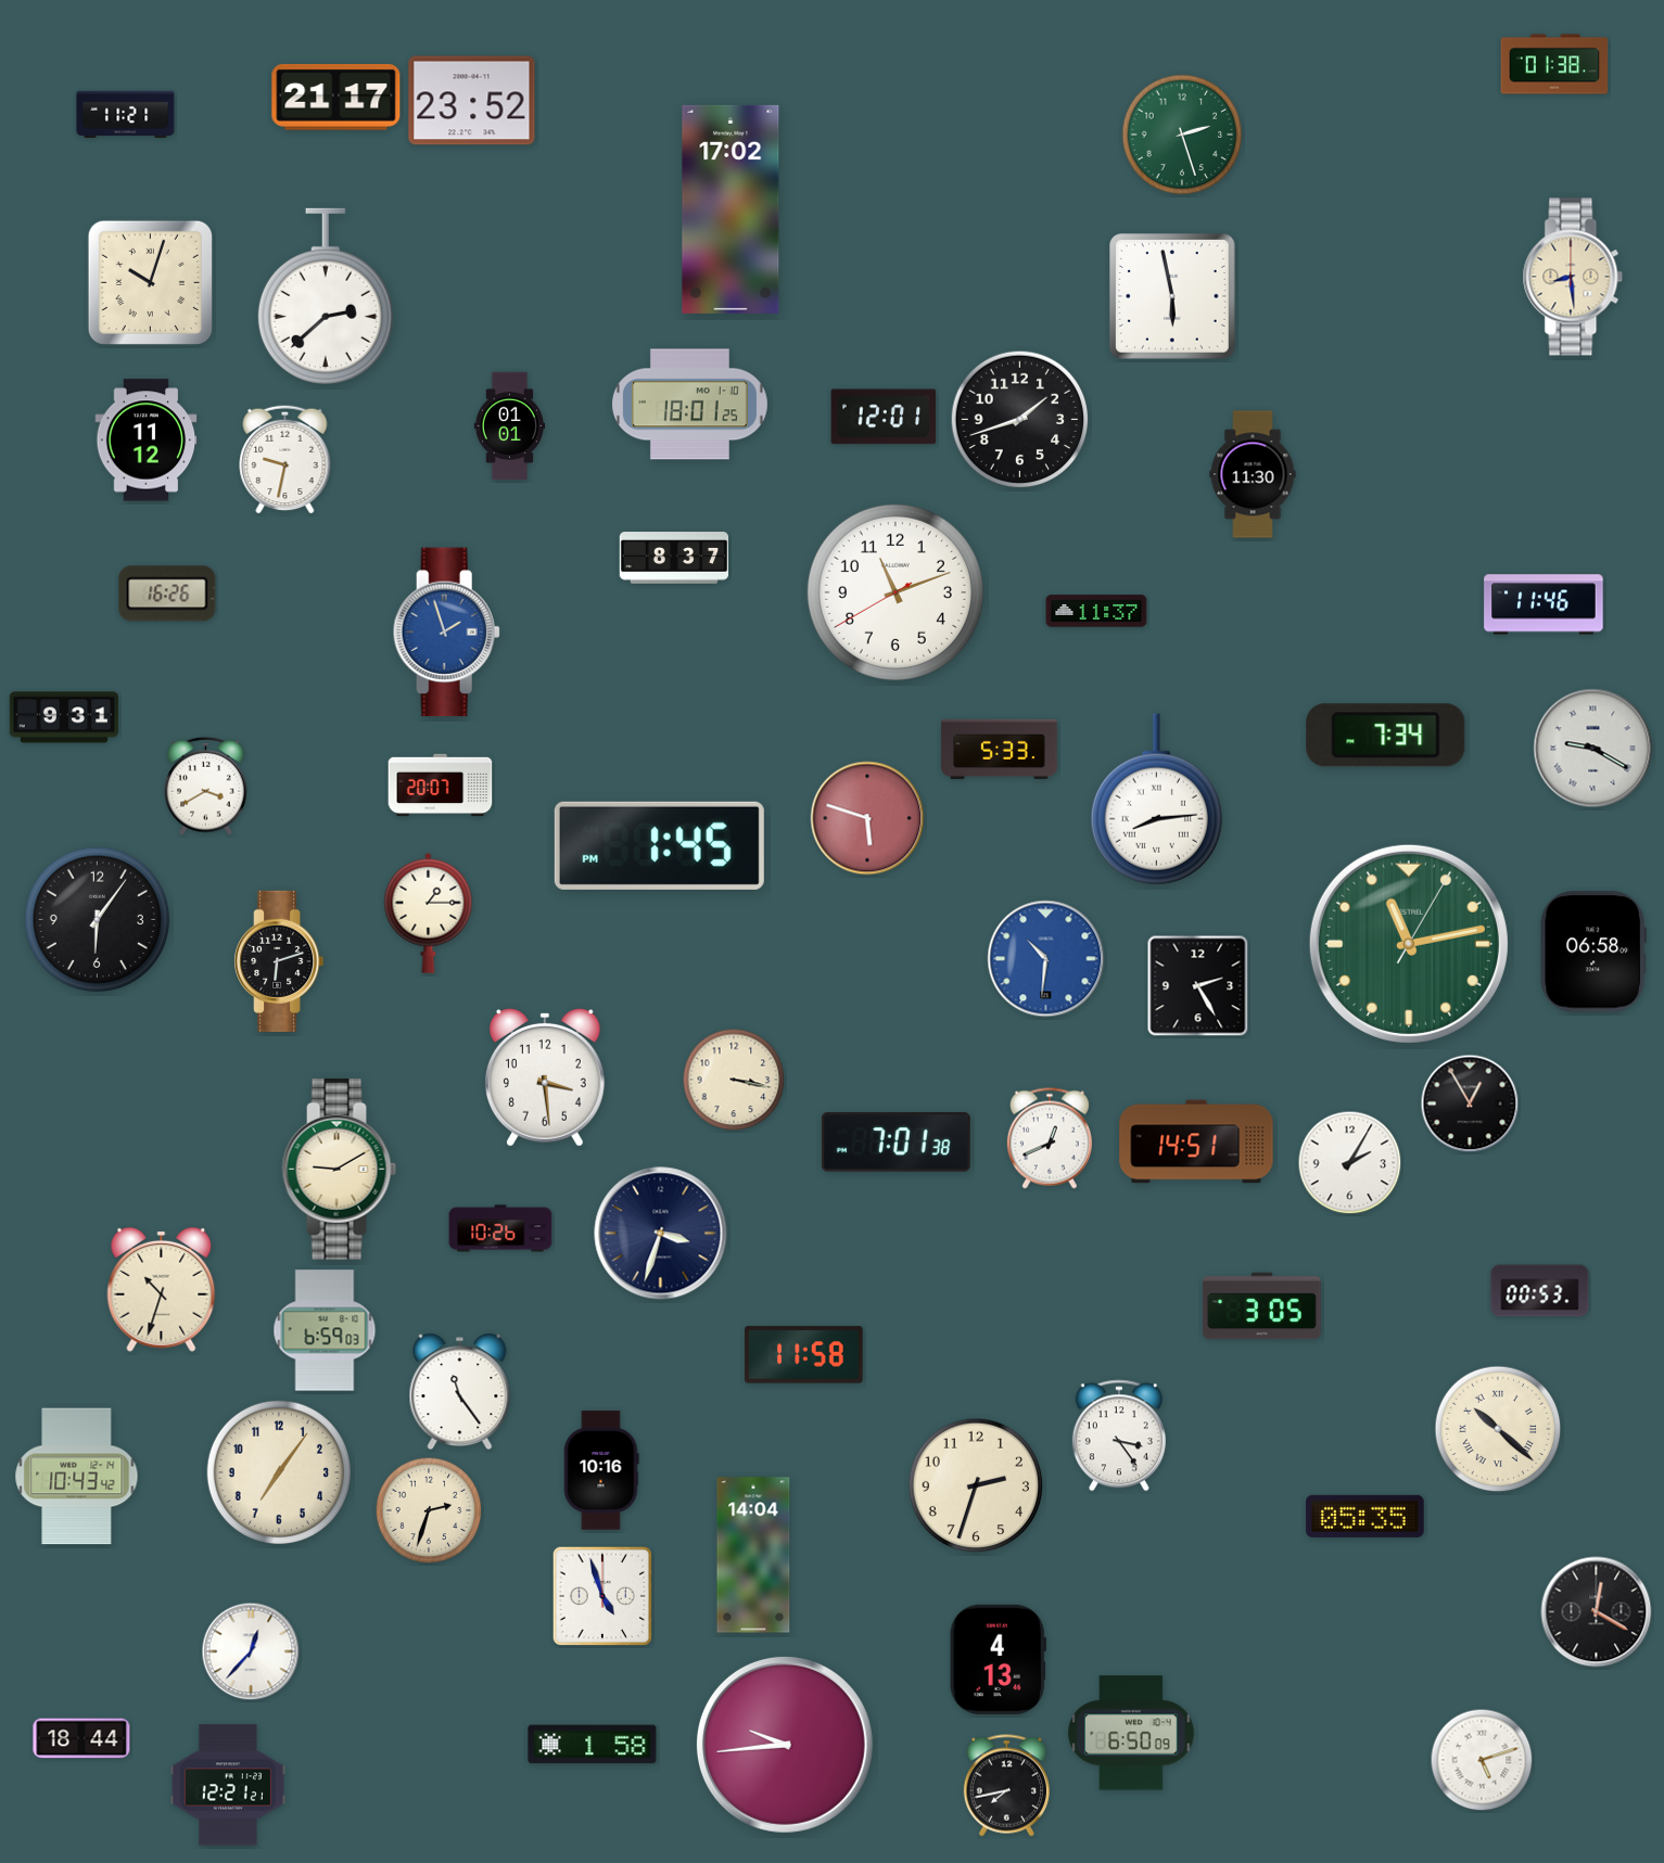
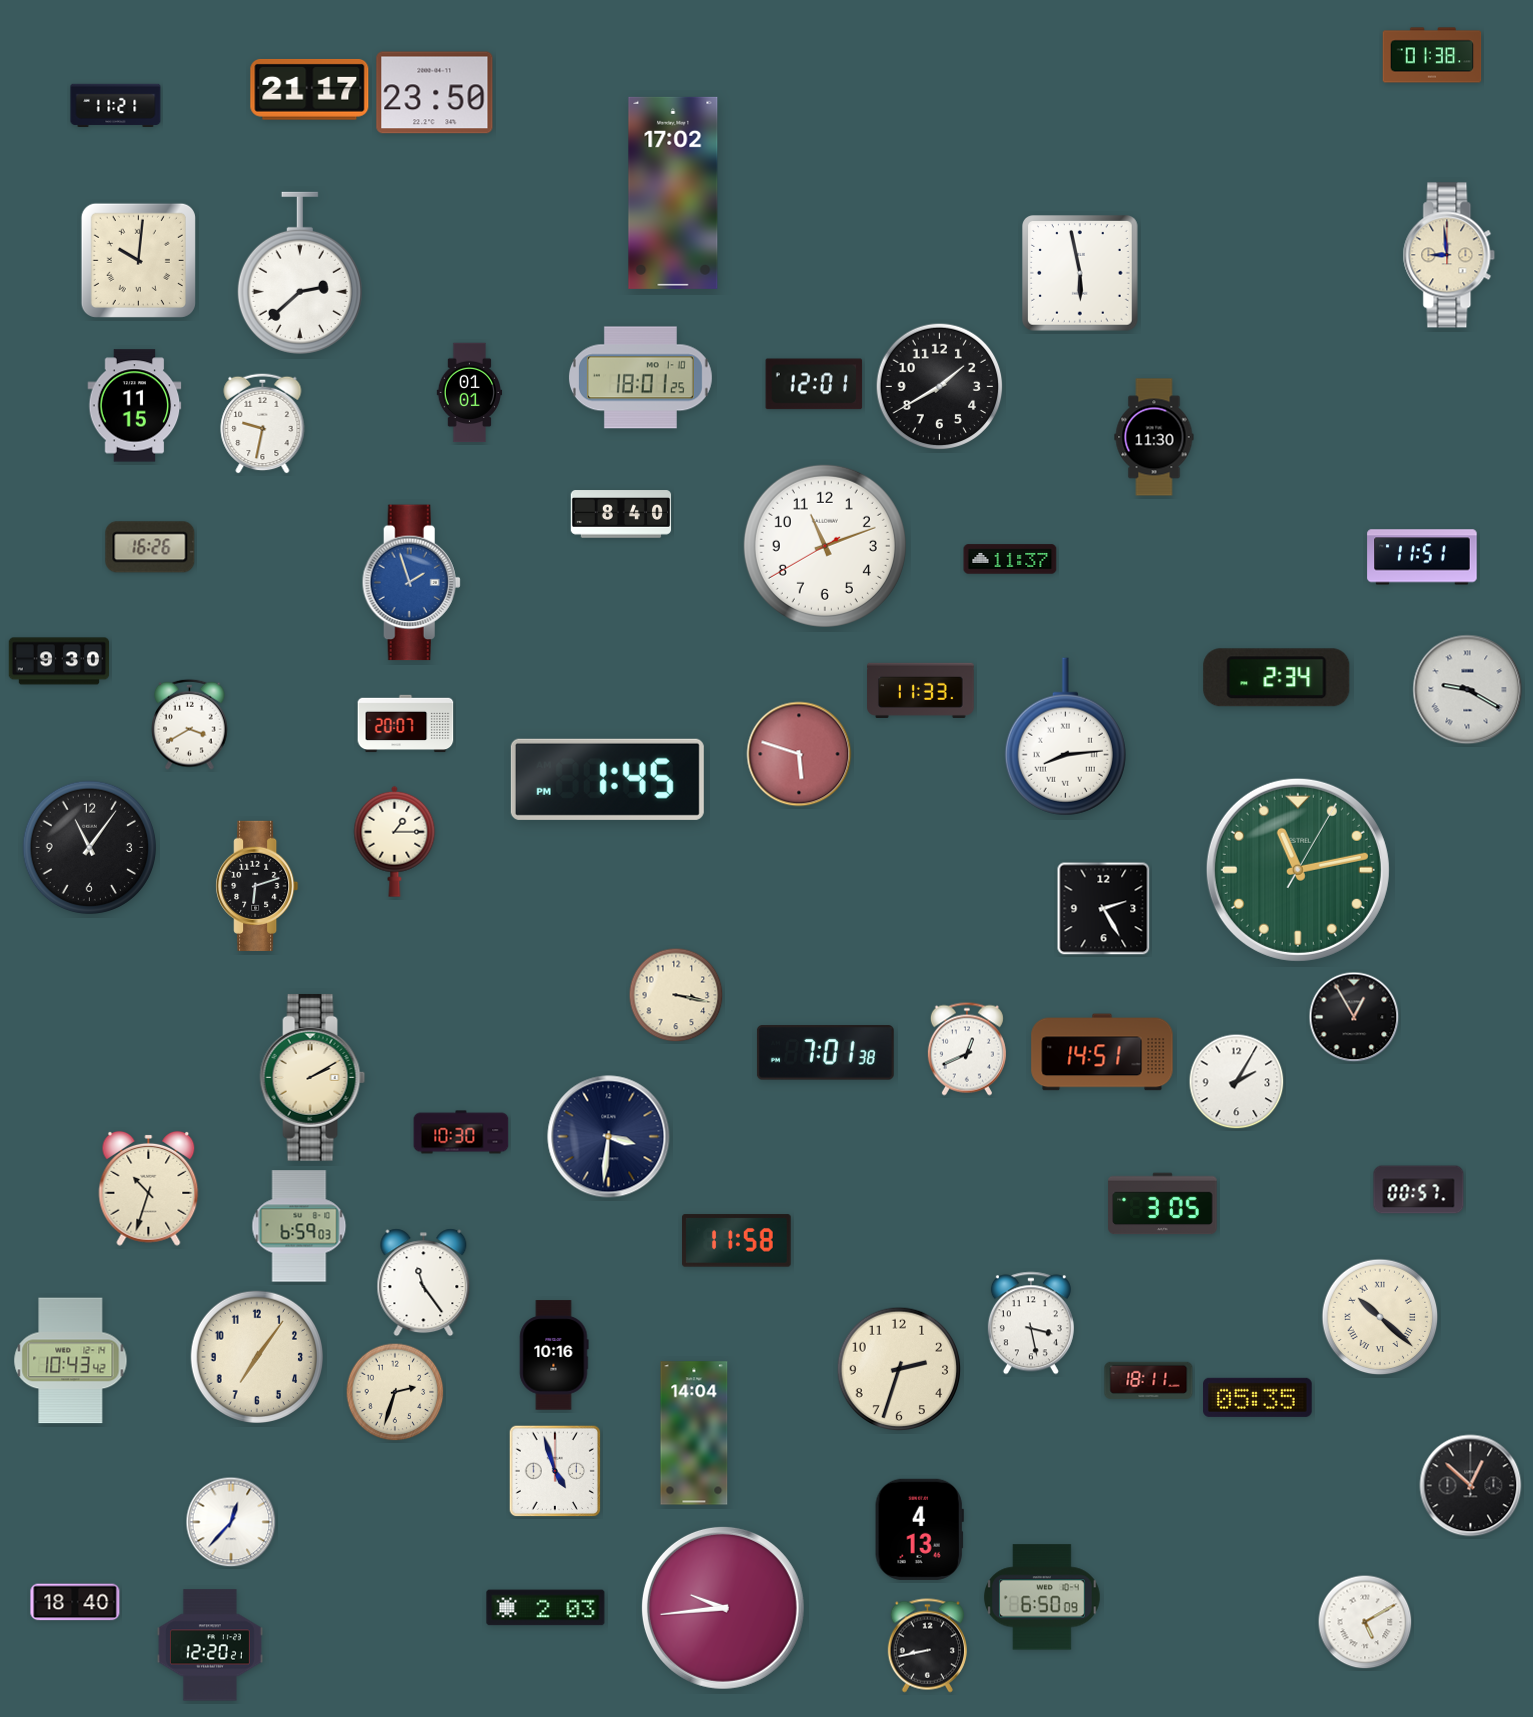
clock at (1554, 64) position: (1554, 64) -> (1432, 55)
clock at (472, 101): 23:52 -> 23:50
clock at (1182, 135): 2:27 -> none
clock at (1573, 277): 8:29 -> 8:59
clock at (150, 282): 10:03 -> 10:01
clock at (689, 405) position: (689, 405) -> (640, 378)
clock at (1020, 420): 1:42 -> 1:40
clock at (147, 441): 11:12 -> 11:15
clock at (674, 558): 8:37 -> 8:40
clock at (167, 594) position: (167, 594) -> (150, 547)
clock at (1544, 604): 11:46 -> 11:51
clock at (1096, 611) position: (1096, 611) -> (1010, 559)
clock at (64, 717): 9:31 -> 9:30
clock at (1386, 736): 7:34 -> 2:34
clock at (1000, 749): 5:33 -> 11:33
clock at (97, 919): 6:06 -> 11:06
clock at (1593, 952): 06:58 -> none
clock at (1046, 959): 10:31 -> none
clock at (545, 1077): 3:29 -> none
clock at (1350, 1163) position: (1350, 1163) -> (1237, 1082)
clock at (340, 1169): 9:10 -> 2:10
clock at (500, 1228): 10:26 -> 10:30
clock at (661, 1234): 3:33 -> 3:31
clock at (1540, 1291): 00:53 -> 00:57
clock at (804, 1355) position: (804, 1355) -> (737, 1241)
clock at (1119, 1435): 3:24 -> 3:28
clock at (1149, 1380): none -> 18:11
clock at (1597, 1612): 12:20 -> 12:52
clock at (81, 1738): 18:44 -> 18:40
clock at (593, 1745): 1:58 -> 2:03
clock at (1482, 1760): 5:12 -> 5:10
clock at (228, 1785): 12:21 -> 12:20
clock at (1006, 1786): 7:43 -> 8:43
